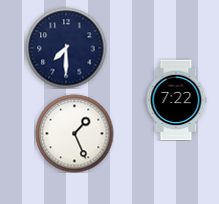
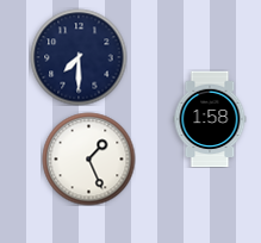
clock at (176, 100): 7:22 -> 1:58
